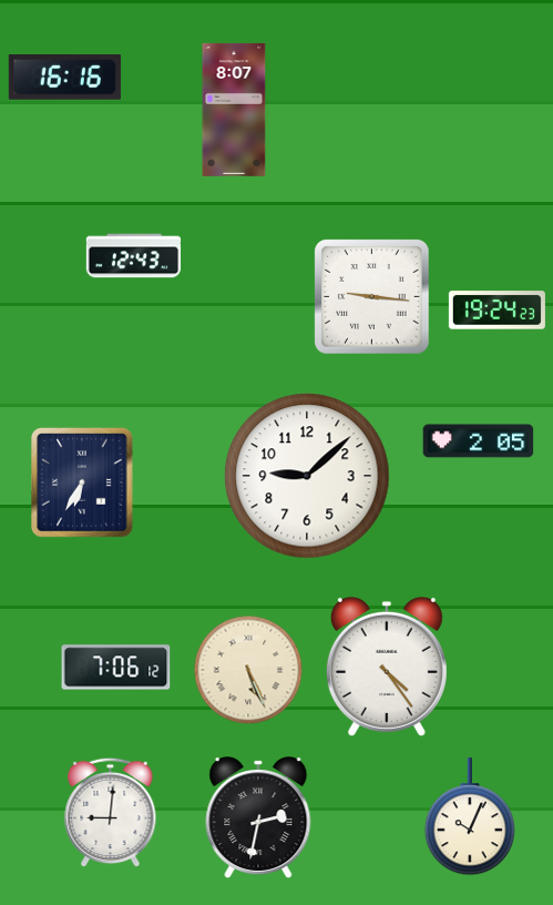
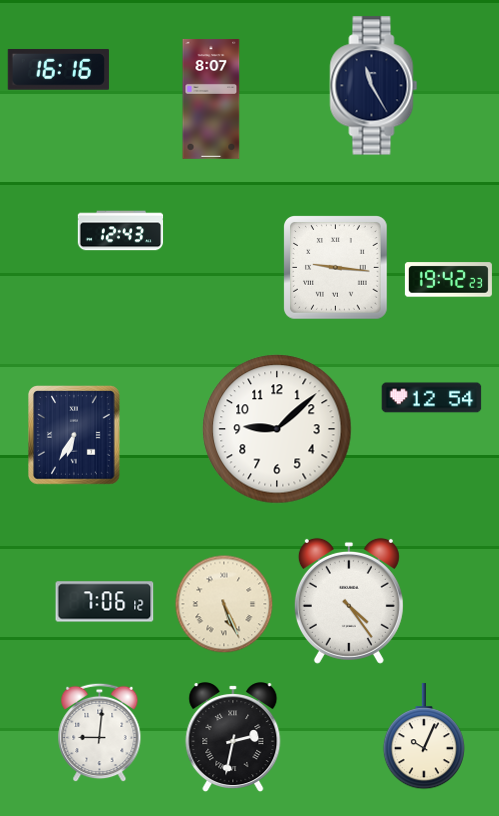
clock at (374, 86): none -> 11:25
clock at (496, 311): 19:24 -> 19:42
clock at (479, 441): 2:05 -> 12:54
